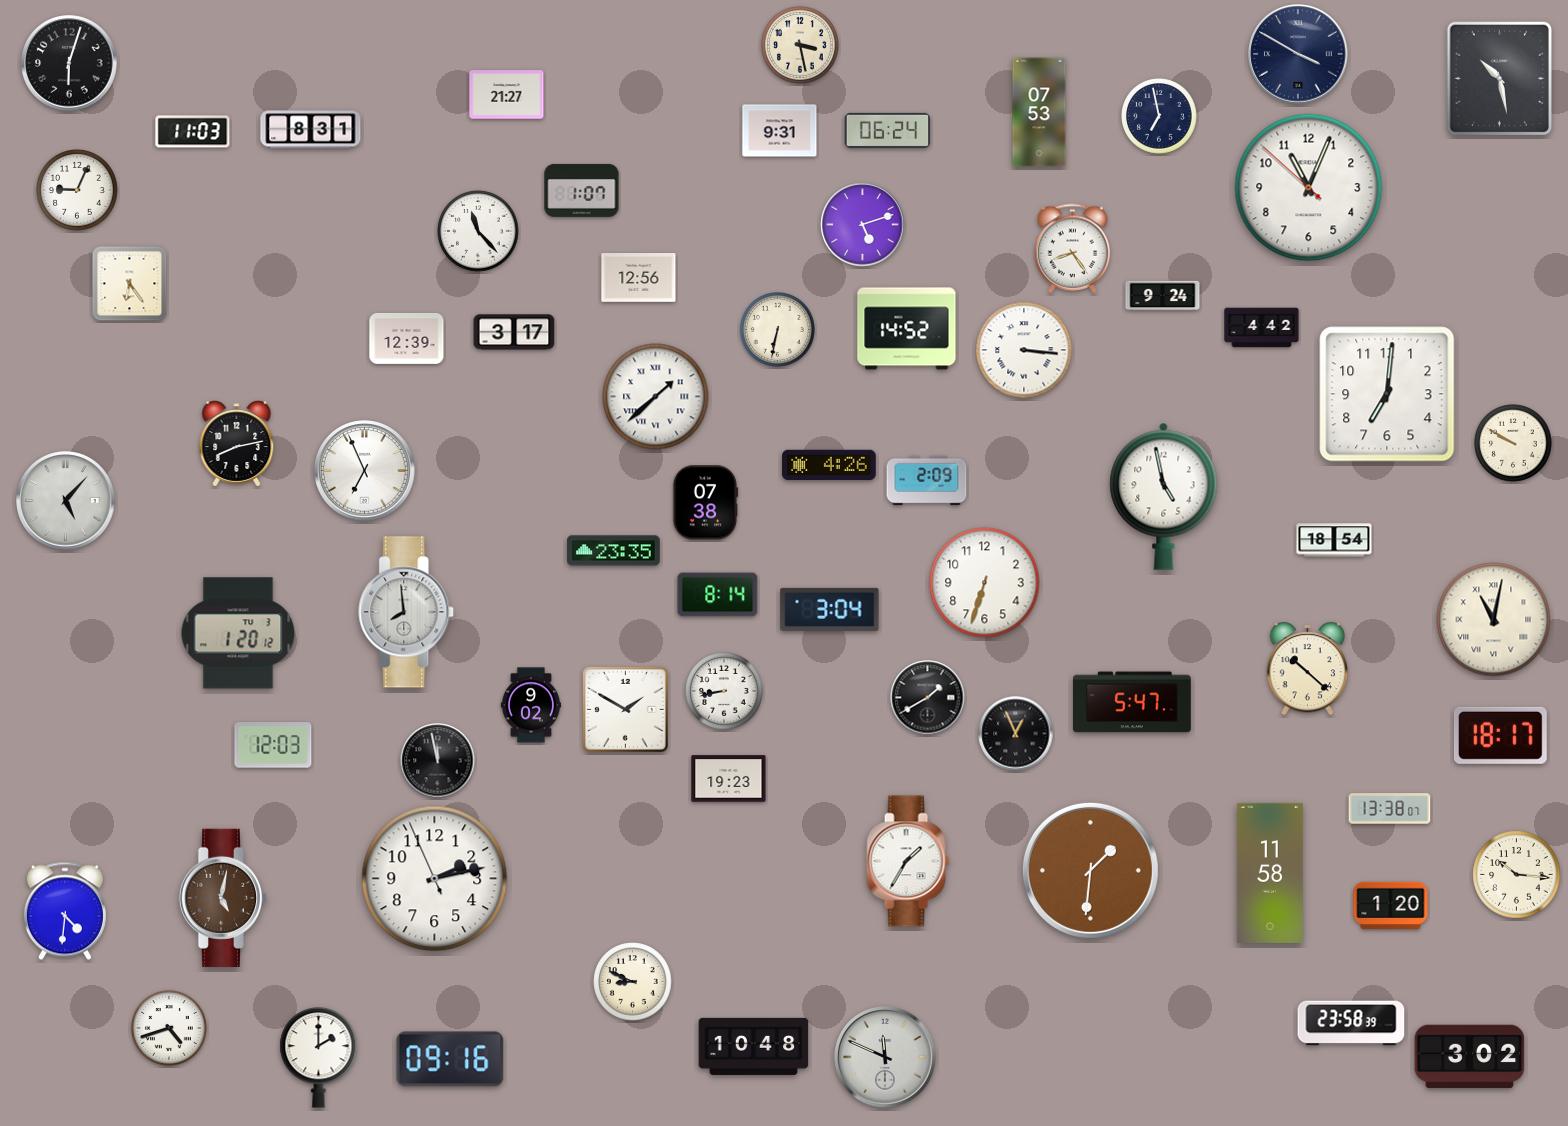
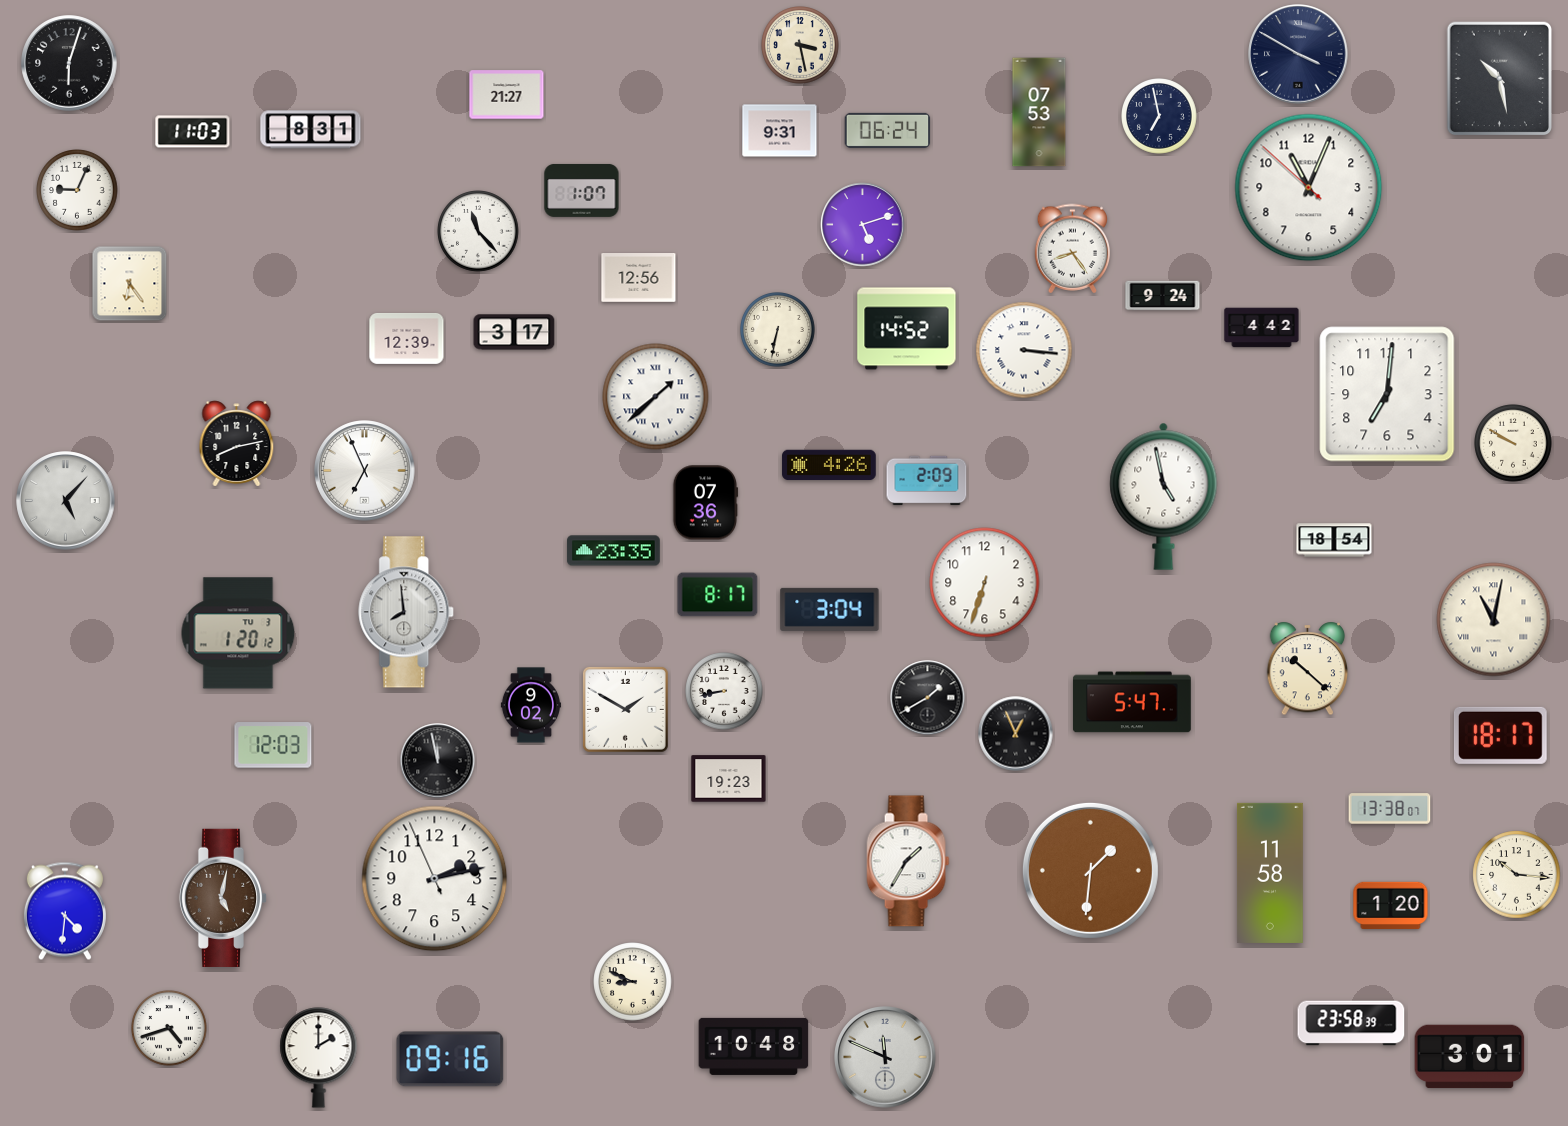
clock at (705, 503): 07:38 -> 07:36
clock at (718, 595): 8:14 -> 8:17
clock at (1470, 1057): 3:02 -> 3:01
